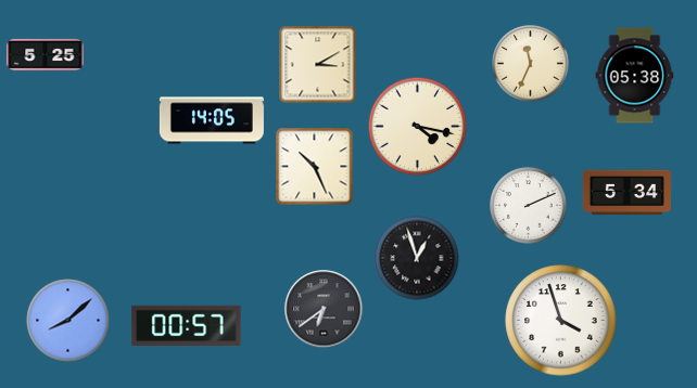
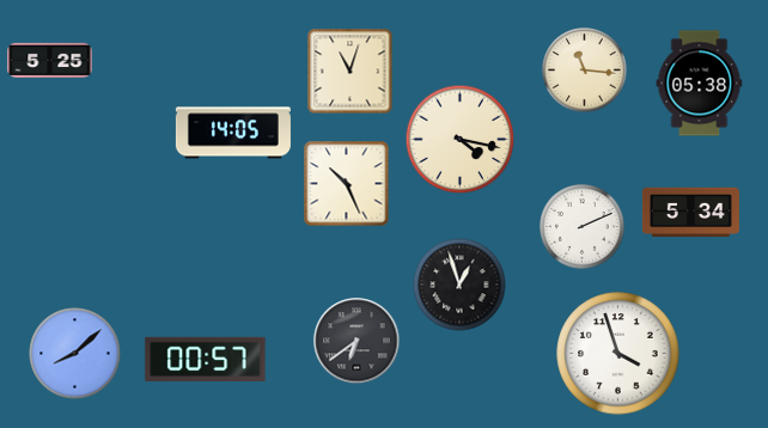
clock at (531, 64): 11:34 -> 11:16
clock at (318, 65): 3:10 -> 11:03
